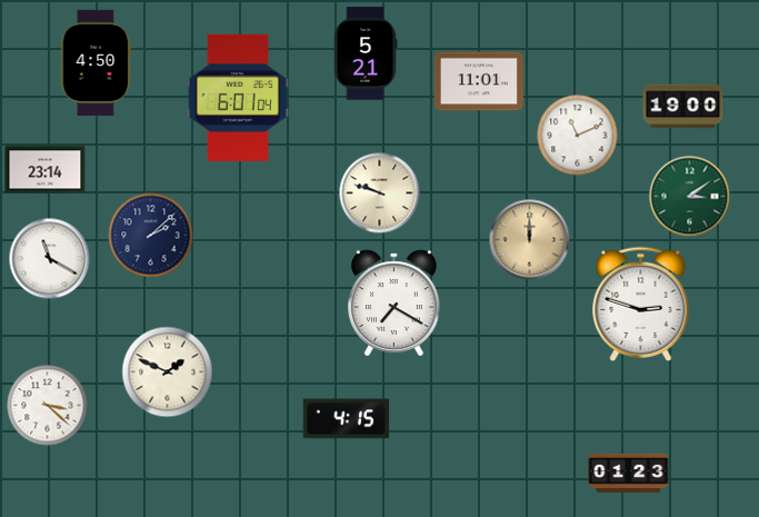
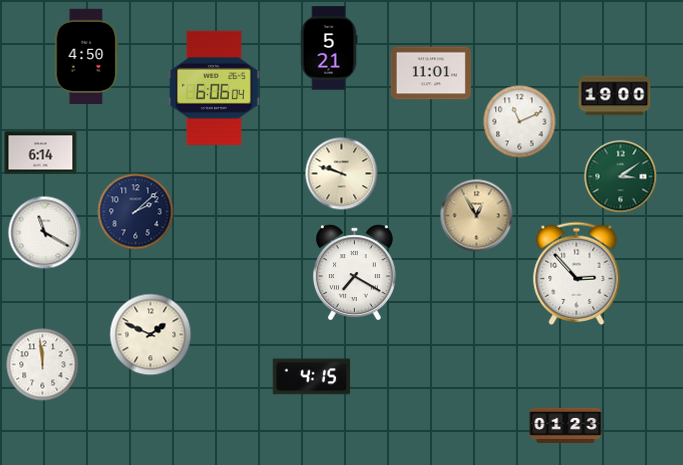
clock at (238, 98): 6:01 -> 6:06
clock at (46, 170): 23:14 -> 6:14
clock at (530, 240): 12:00 -> 12:55
clock at (641, 305): 2:48 -> 2:53
clock at (48, 406): 3:22 -> 11:59
